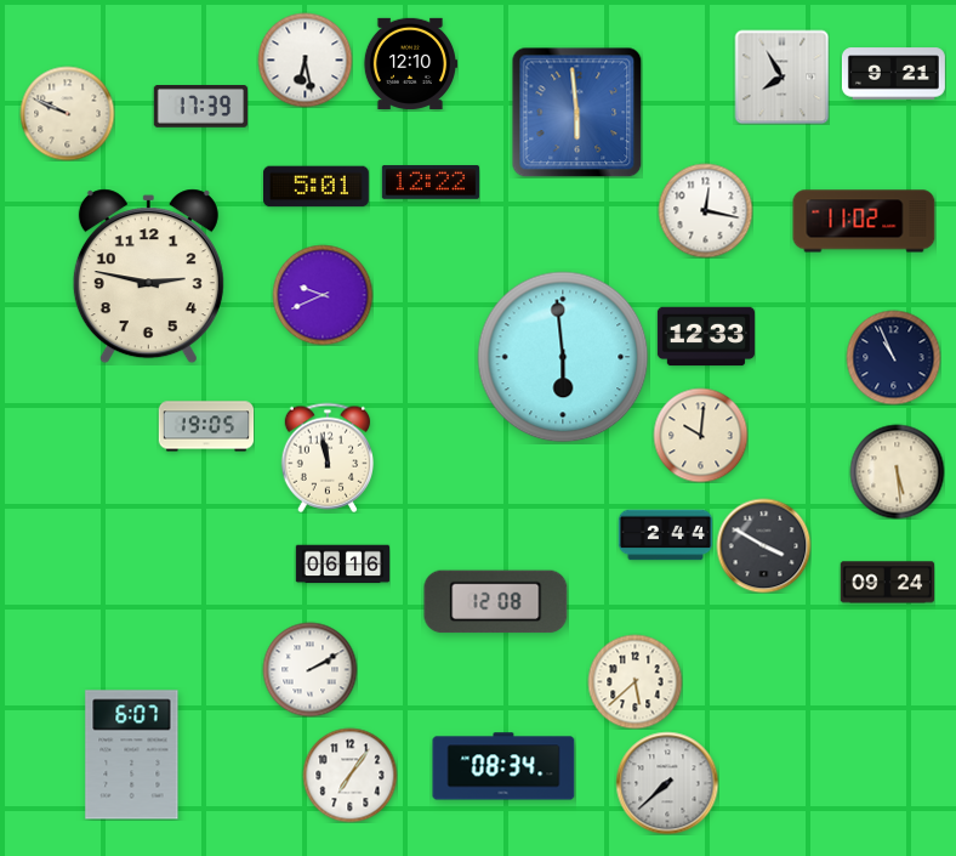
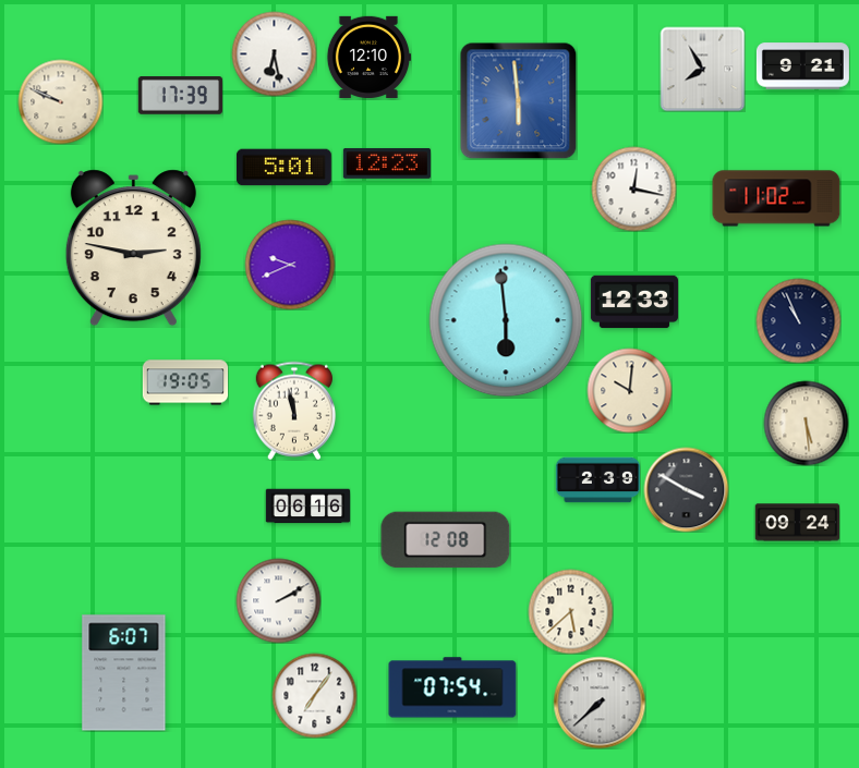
clock at (431, 182): 12:22 -> 12:23
clock at (893, 357) position: (893, 357) -> (798, 320)
clock at (665, 535): 2:44 -> 2:39
clock at (132, 755) position: (132, 755) -> (124, 673)
clock at (503, 766): 08:34 -> 07:54
